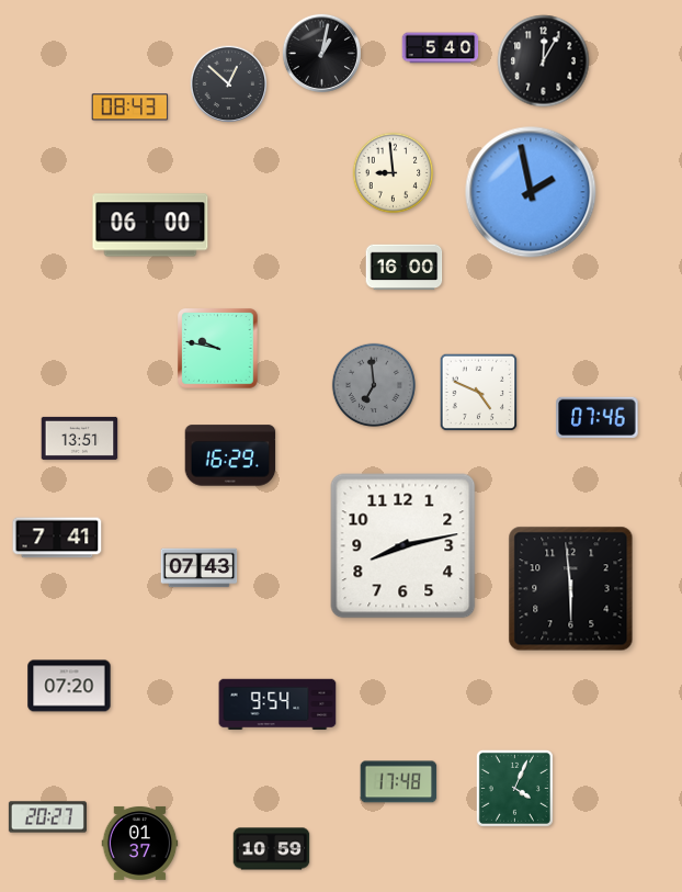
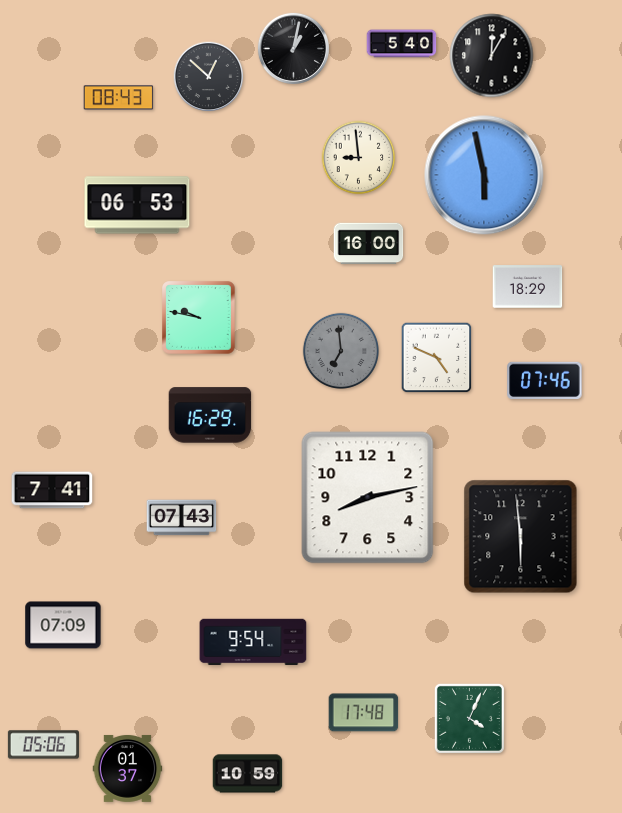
clock at (544, 61) position: (544, 61) -> (492, 56)
clock at (531, 192): 1:58 -> 5:58
clock at (150, 225): 06:00 -> 06:53
clock at (528, 287): none -> 18:29
clock at (80, 438): 13:51 -> none
clock at (69, 686): 07:20 -> 07:09
clock at (47, 817): 20:27 -> 05:06
